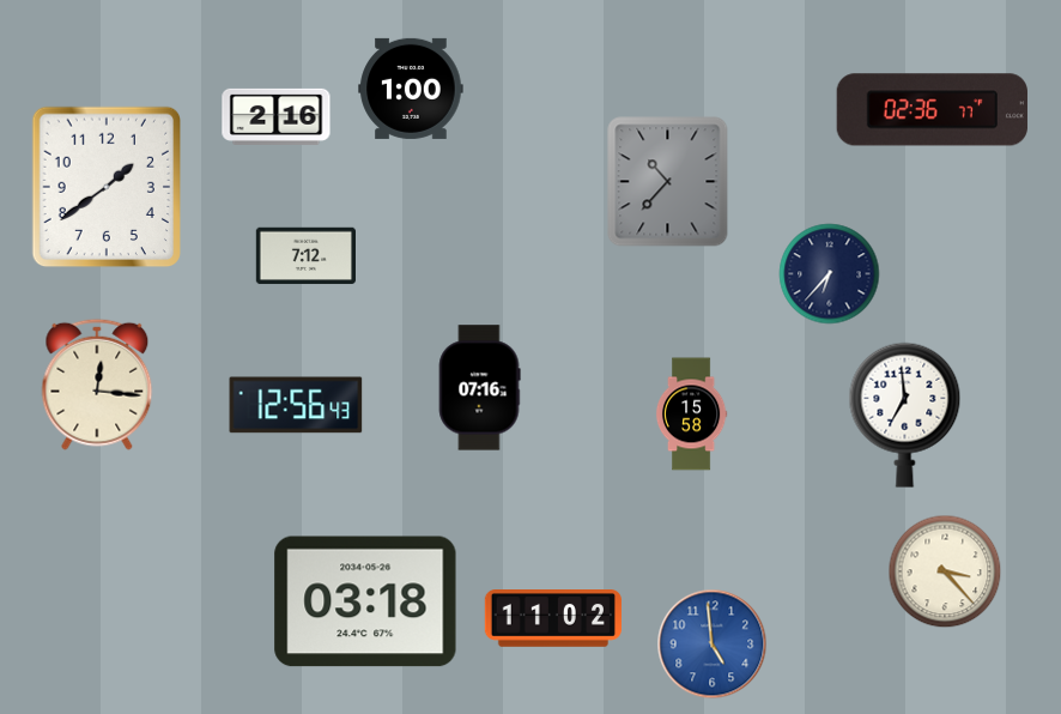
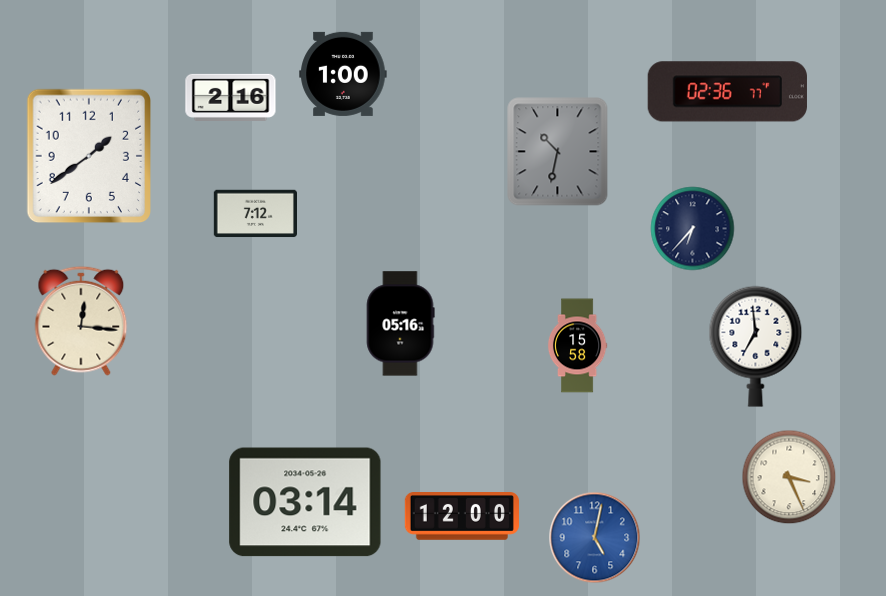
clock at (932, 110) position: (932, 110) -> (727, 92)
clock at (668, 182): 10:37 -> 10:32
clock at (479, 388): 07:16 -> 05:16
clock at (296, 405): 12:56 -> none
clock at (945, 571): 3:23 -> 3:26
clock at (365, 601): 03:18 -> 03:14
clock at (553, 619): 11:02 -> 12:00
clock at (713, 645): 4:59 -> 5:02
